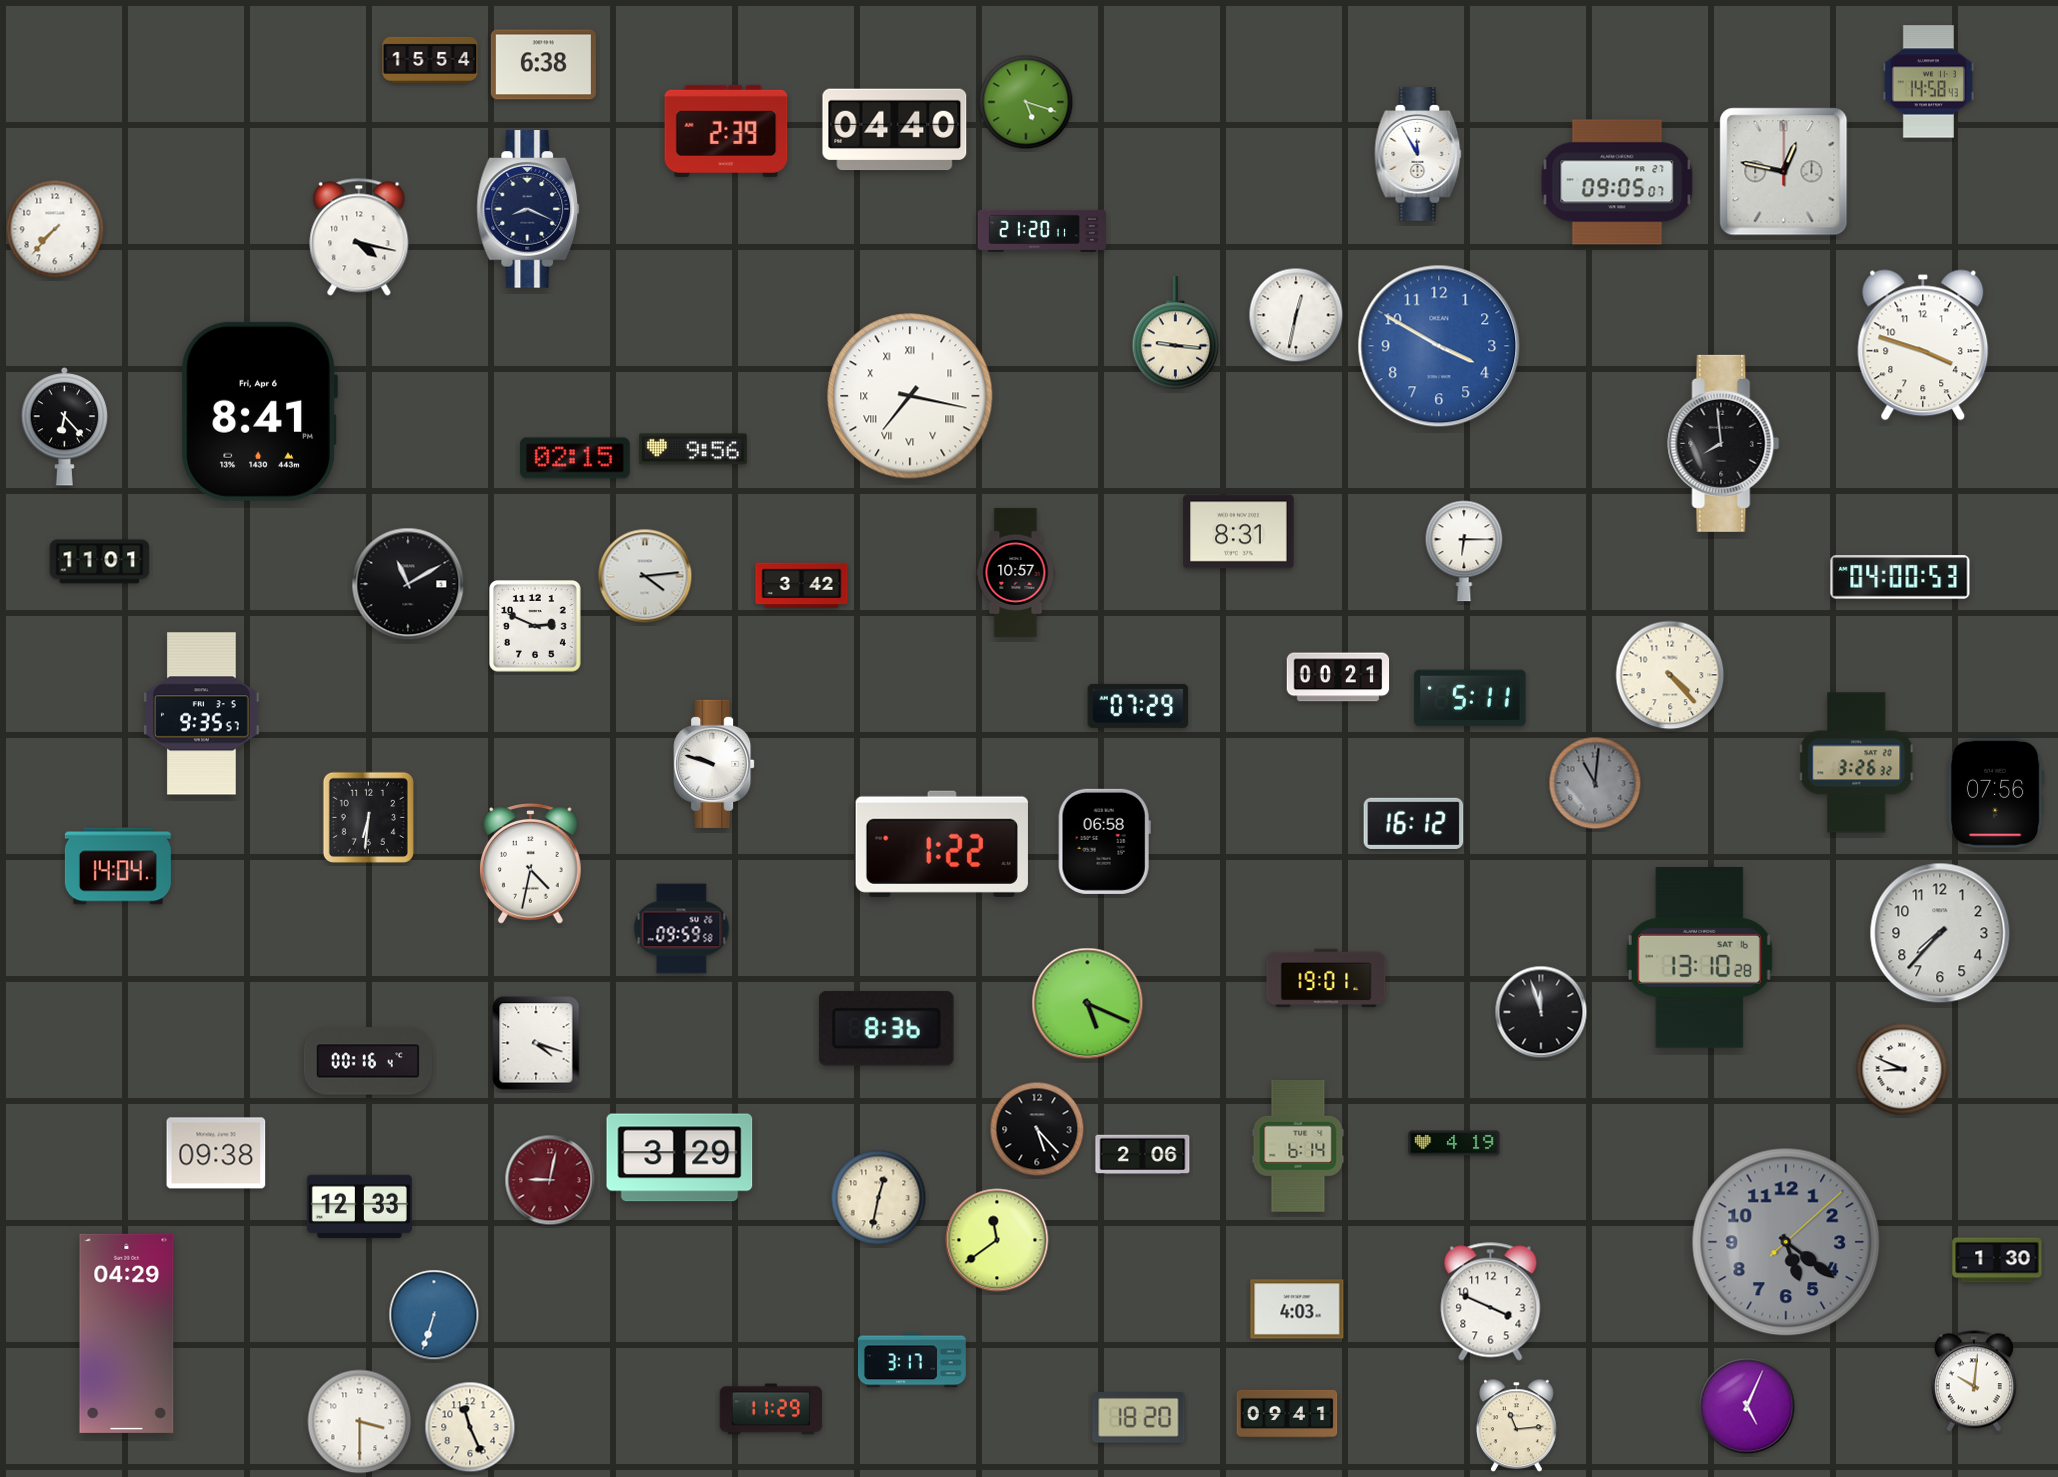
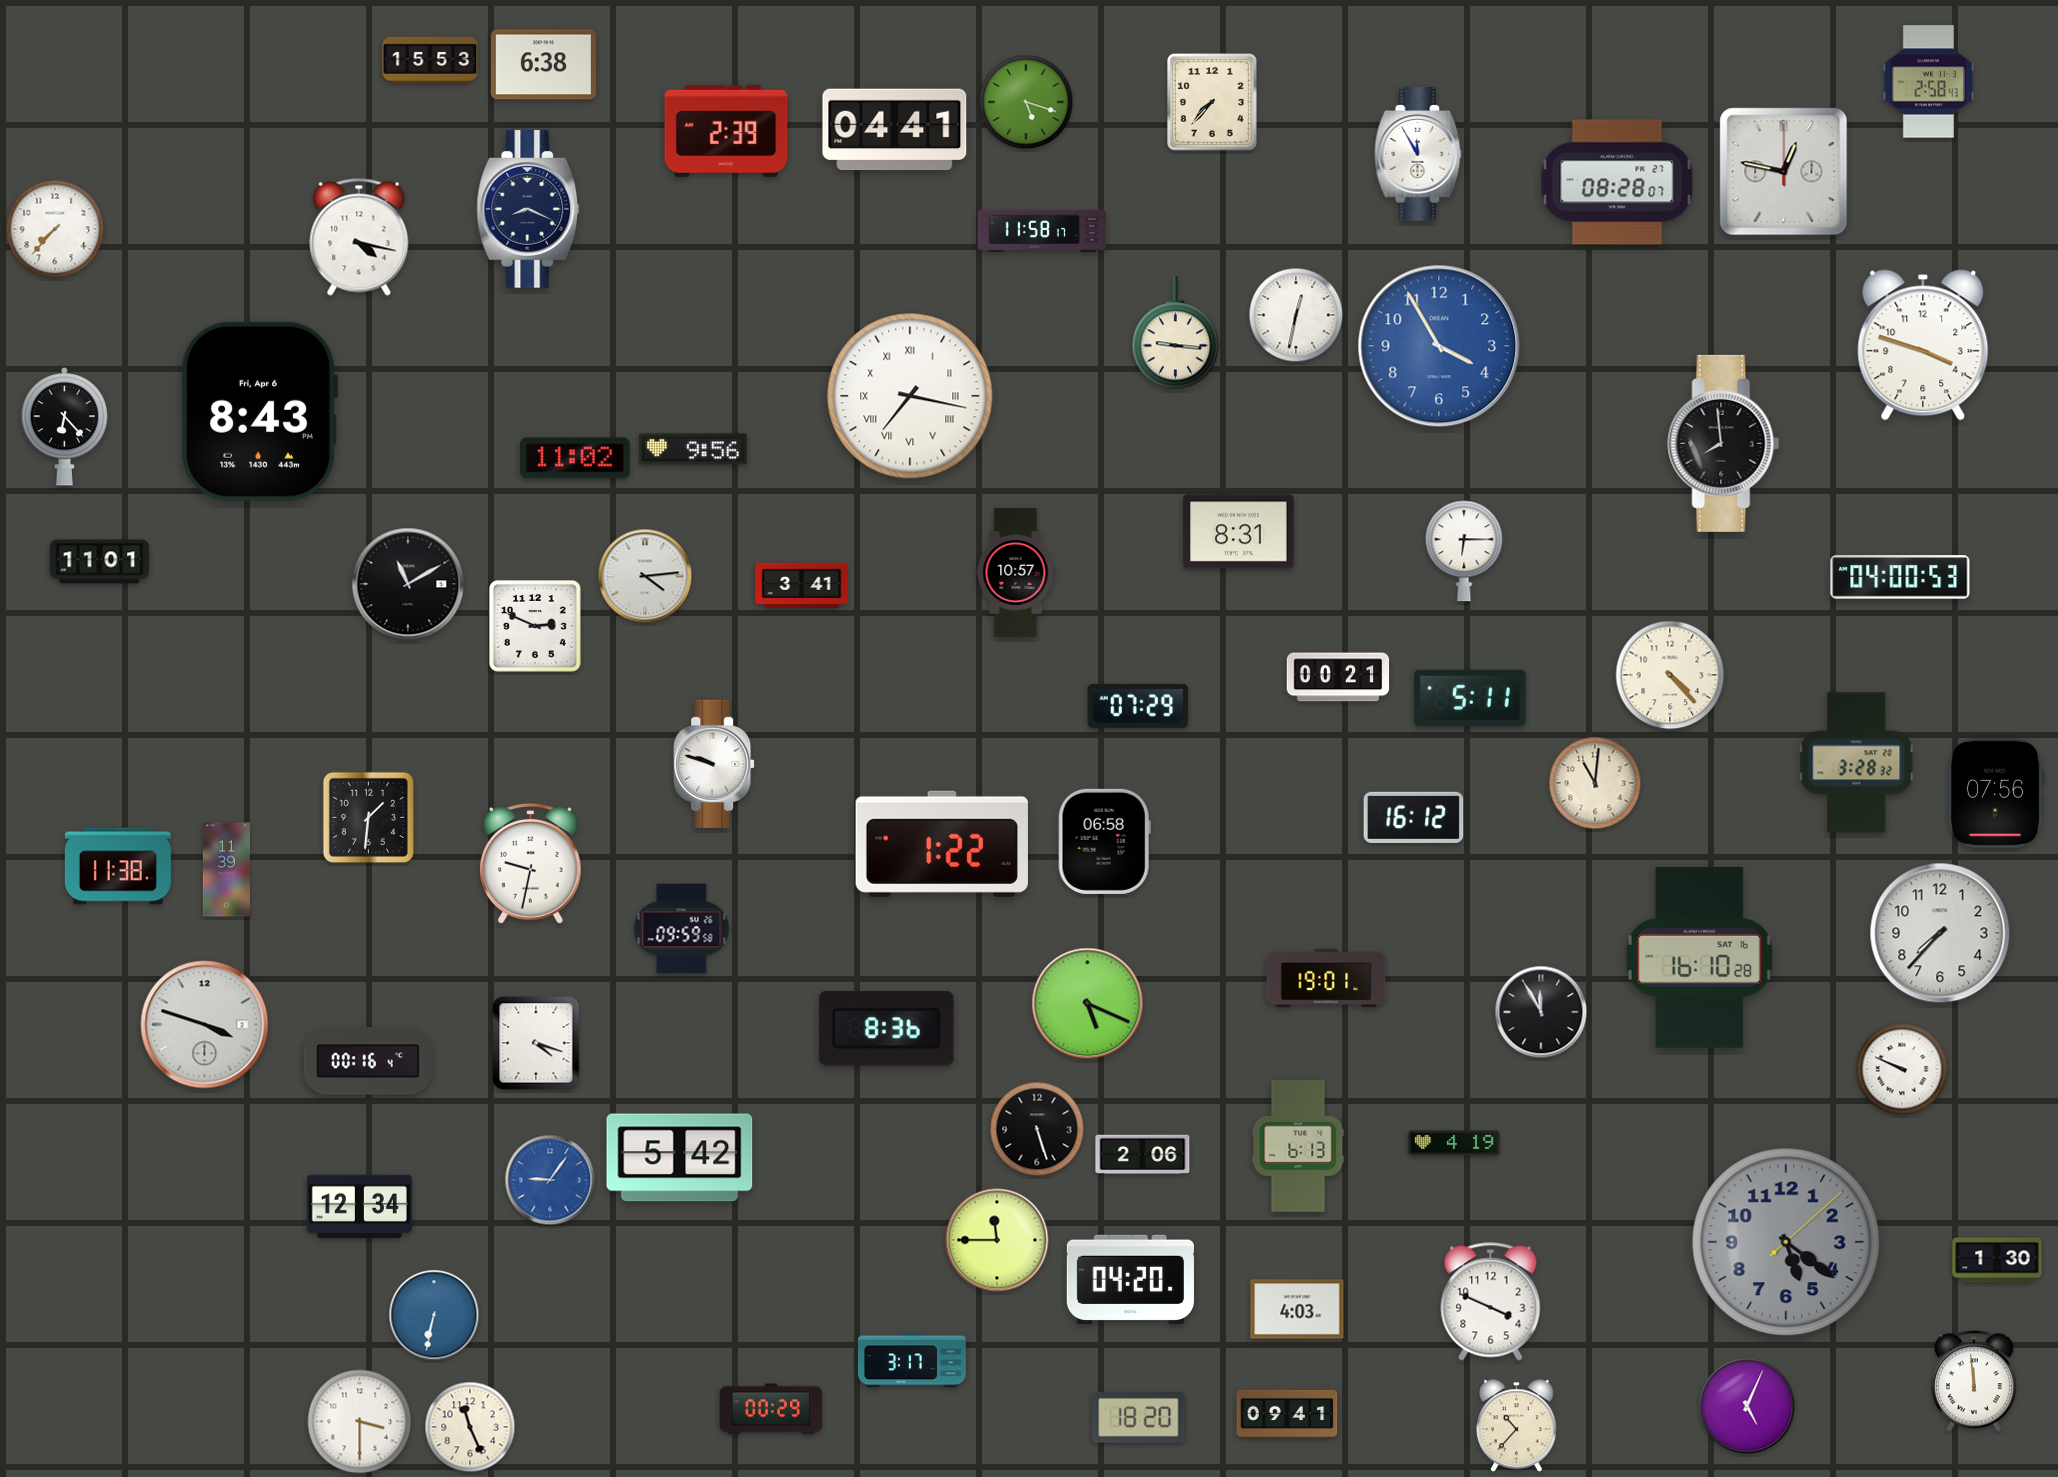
clock at (430, 60): 15:54 -> 15:53
clock at (1928, 82): 14:58 -> 2:58
clock at (1213, 103): none -> 7:37
clock at (895, 130): 04:40 -> 04:41
clock at (1617, 182): 09:05 -> 08:28
clock at (1042, 231): 21:20 -> 11:58
clock at (1439, 346): 3:50 -> 3:55
clock at (259, 411): 8:41 -> 8:43
clock at (575, 458): 02:15 -> 11:02
clock at (802, 586): 3:42 -> 3:41
clock at (202, 714): 9:35 -> none
clock at (1857, 763): 3:26 -> 3:28
clock at (1595, 783) dial: grey -> cream
clock at (368, 817): 6:31 -> 1:31
clock at (1414, 823) position: (1414, 823) -> (1414, 817)
clock at (531, 864): 4:32 -> 9:32
clock at (118, 866): 14:04 -> 11:38
clock at (226, 870): none -> 11:39
clock at (1699, 958): 13:10 -> 16:10
clock at (1541, 1012): 11:57 -> 11:55
clock at (205, 1025): none -> 3:48
clock at (1902, 1069): 8:49 -> 9:49
clock at (1037, 1129): 5:23 -> 5:27
clock at (1298, 1146): 6:14 -> 6:13
clock at (216, 1153): 09:38 -> none
clock at (680, 1158): 3:29 -> 5:42
clock at (550, 1180): 9:02 -> 9:06
clock at (550, 1180) dial: burgundy -> blue
clock at (879, 1198): 12:32 -> none
clock at (359, 1207): 12:33 -> 12:34
clock at (997, 1240): 11:39 -> 11:45
clock at (1130, 1280): none -> 04:20
clock at (434, 1315): 6:33 -> 6:32
clock at (127, 1333): 04:29 -> none
clock at (1974, 1381): 10:01 -> 11:59
clock at (771, 1409): 11:29 -> 00:29
clock at (1517, 1426): 11:14 -> 10:37
